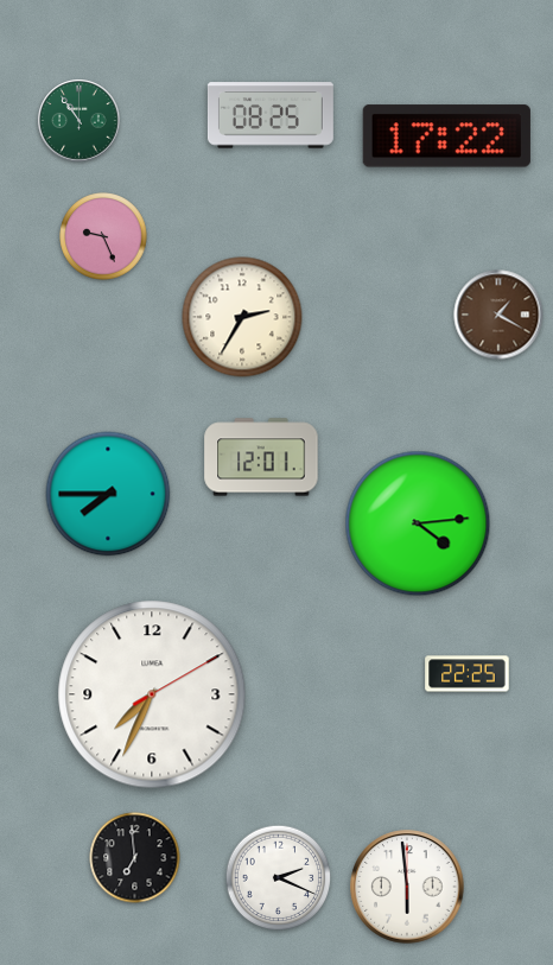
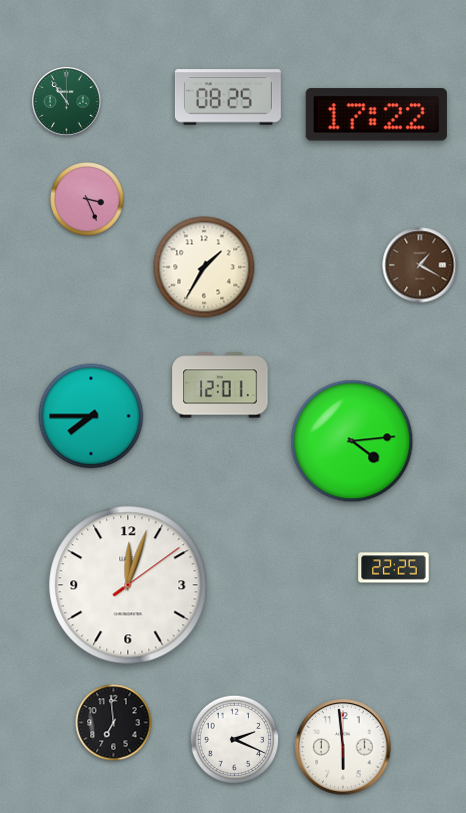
clock at (103, 236): 9:26 -> 3:26
clock at (242, 317): 2:35 -> 1:35
clock at (152, 694): 7:34 -> 12:03
